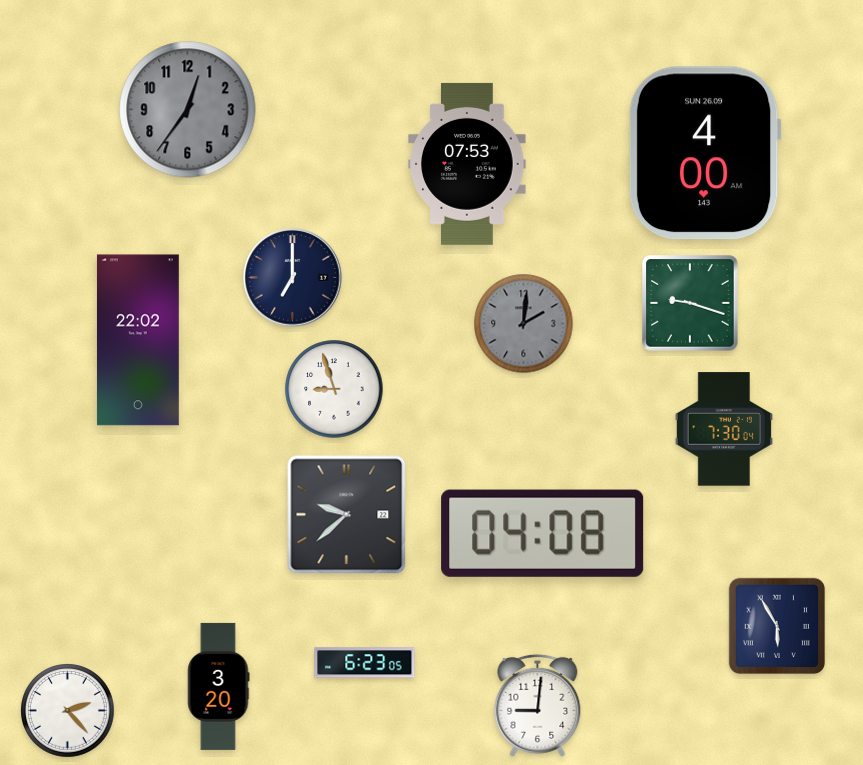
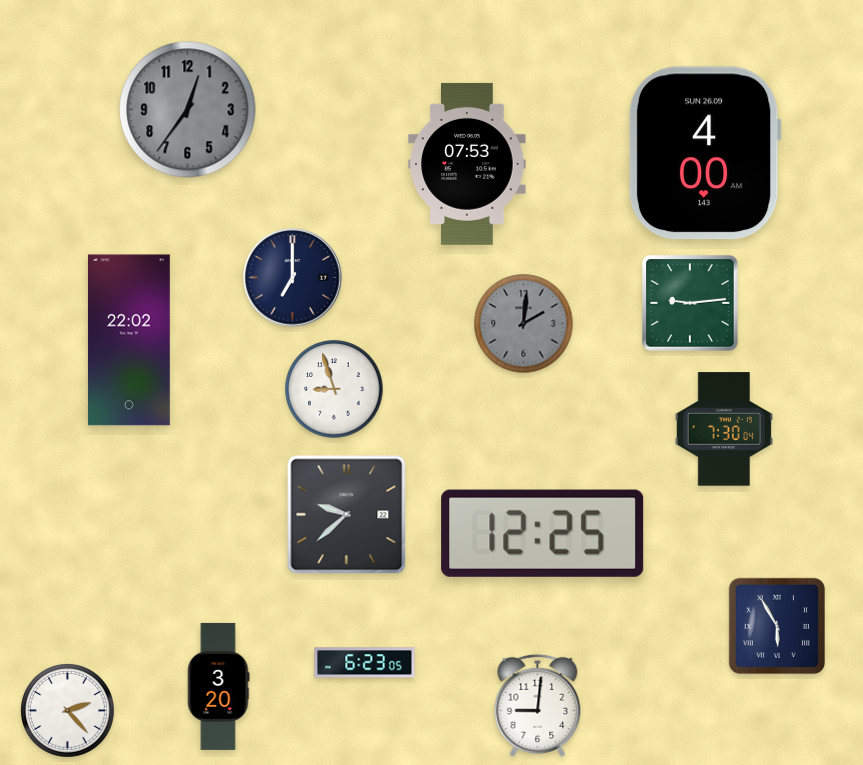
clock at (690, 303): 9:18 -> 9:14
clock at (138, 340) position: (138, 340) -> (129, 340)
clock at (543, 533): 04:08 -> 12:25
